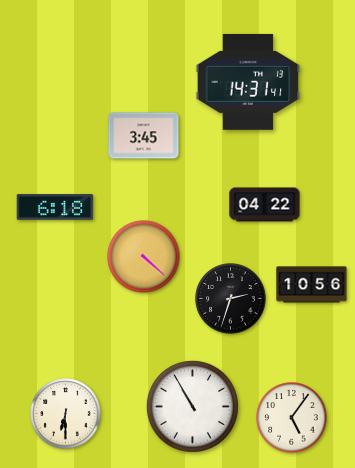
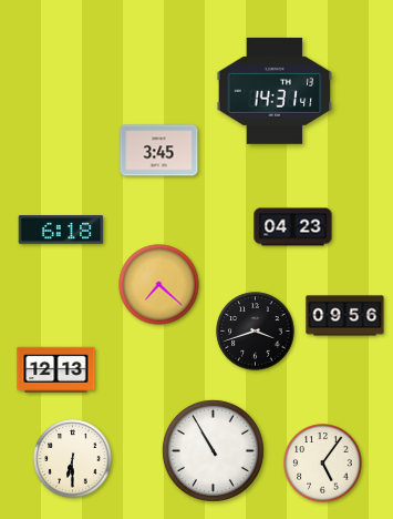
clock at (265, 205): 04:22 -> 04:23
clock at (144, 257): 4:22 -> 7:22
clock at (312, 285): 10:56 -> 09:56
clock at (231, 299): 2:33 -> 3:42
clock at (56, 370): none -> 12:13
